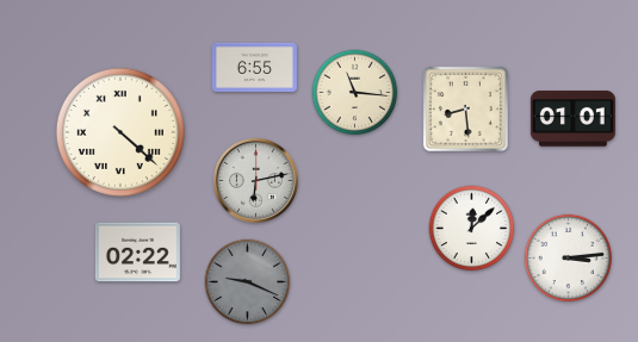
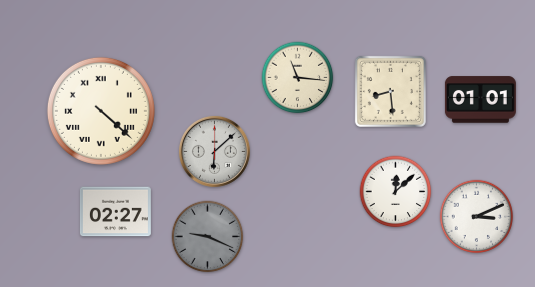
clock at (254, 67): 6:55 -> none
clock at (255, 180): 6:13 -> 6:08
clock at (137, 253): 02:22 -> 02:27
clock at (569, 259): 3:14 -> 3:11
